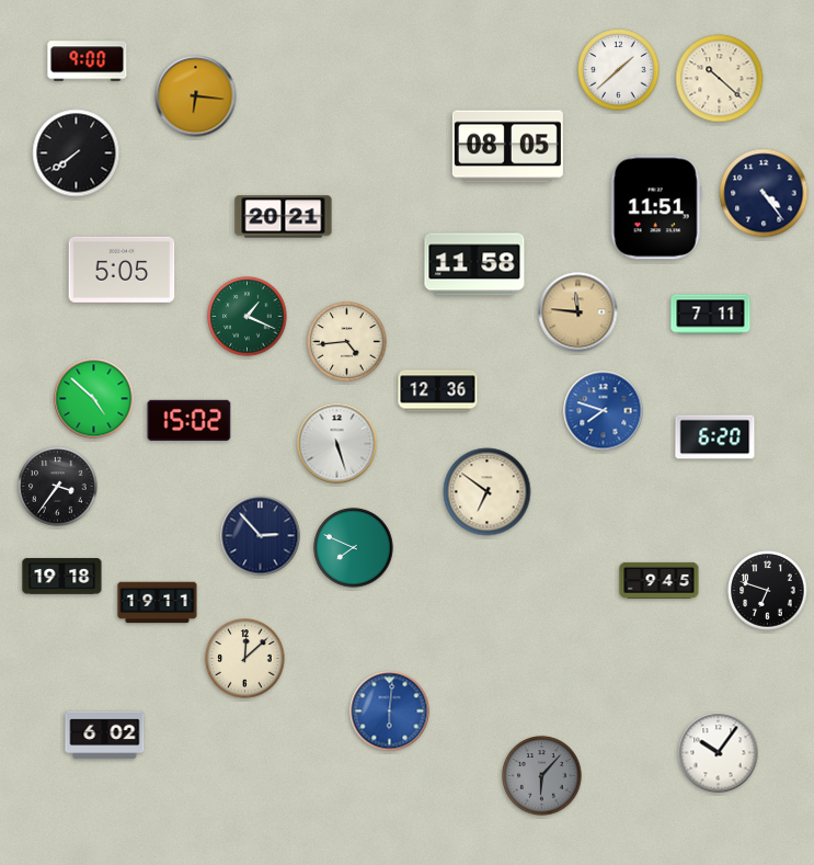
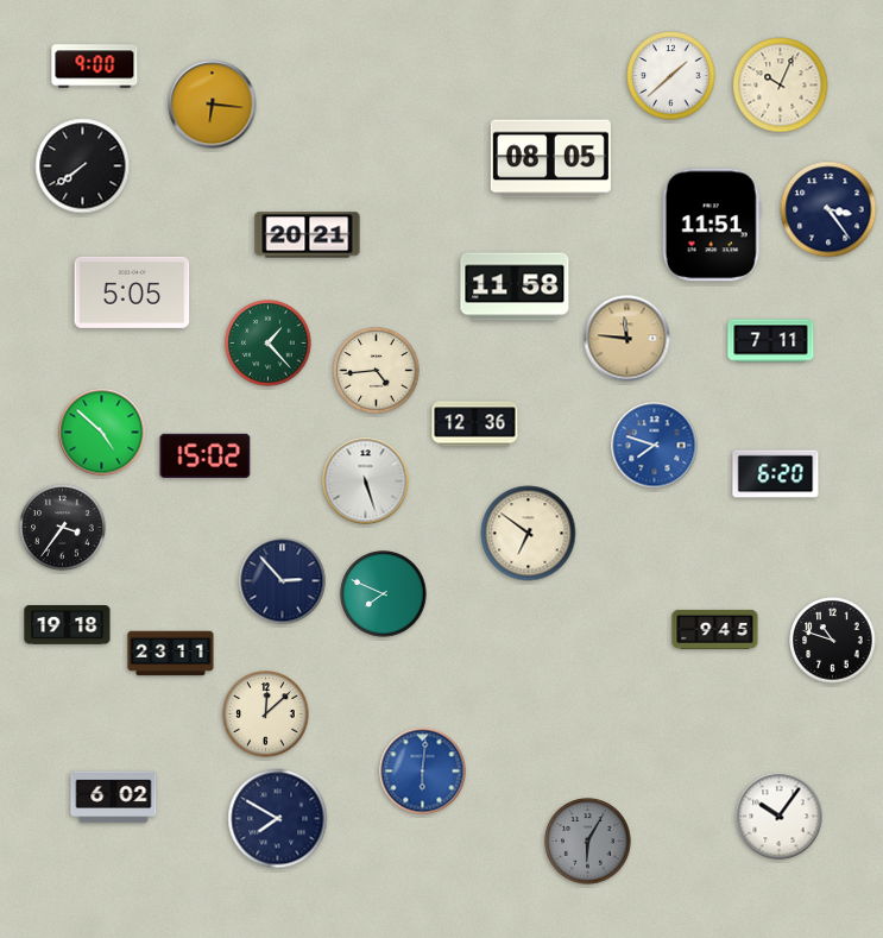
clock at (720, 79): 10:22 -> 10:04
clock at (764, 193): 4:24 -> 3:24
clock at (248, 317): 1:19 -> 1:23
clock at (768, 591): 6:48 -> 10:48
clock at (158, 603): 19:11 -> 23:11
clock at (278, 819): none -> 7:50
clock at (542, 776): 6:07 -> 6:05
